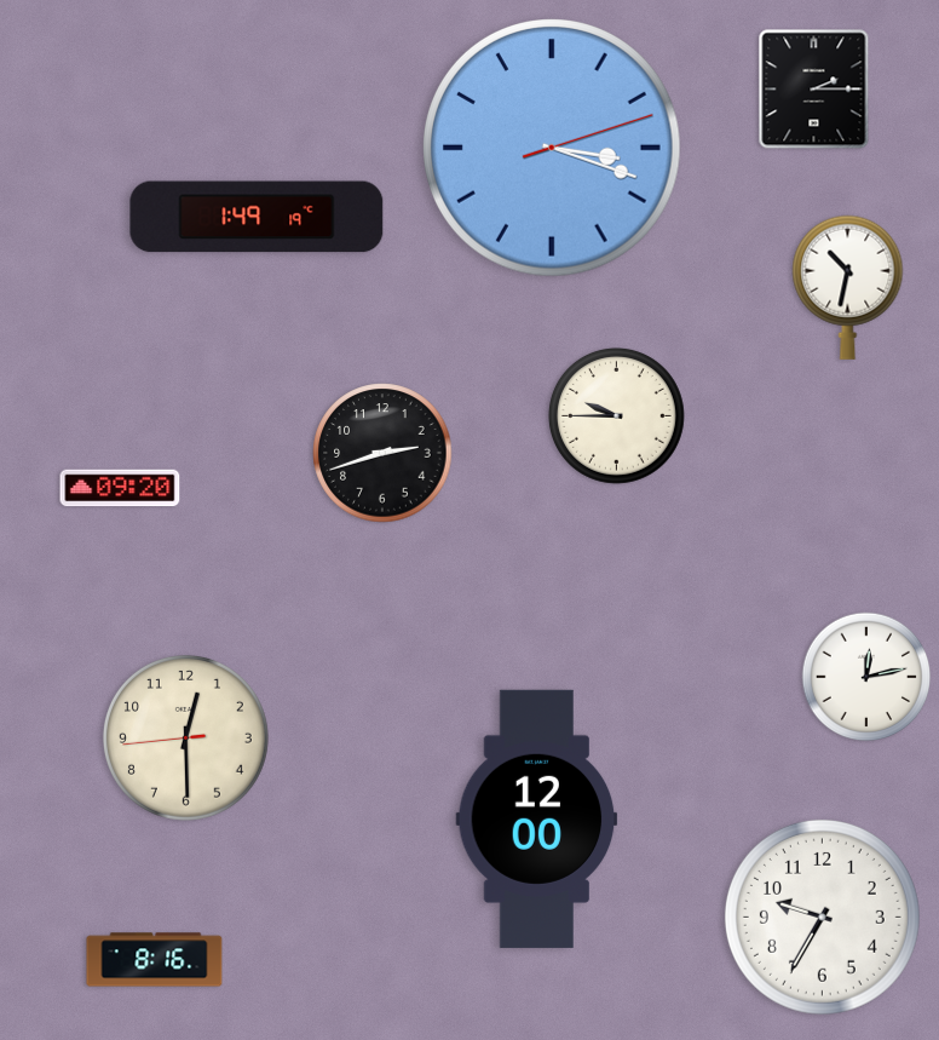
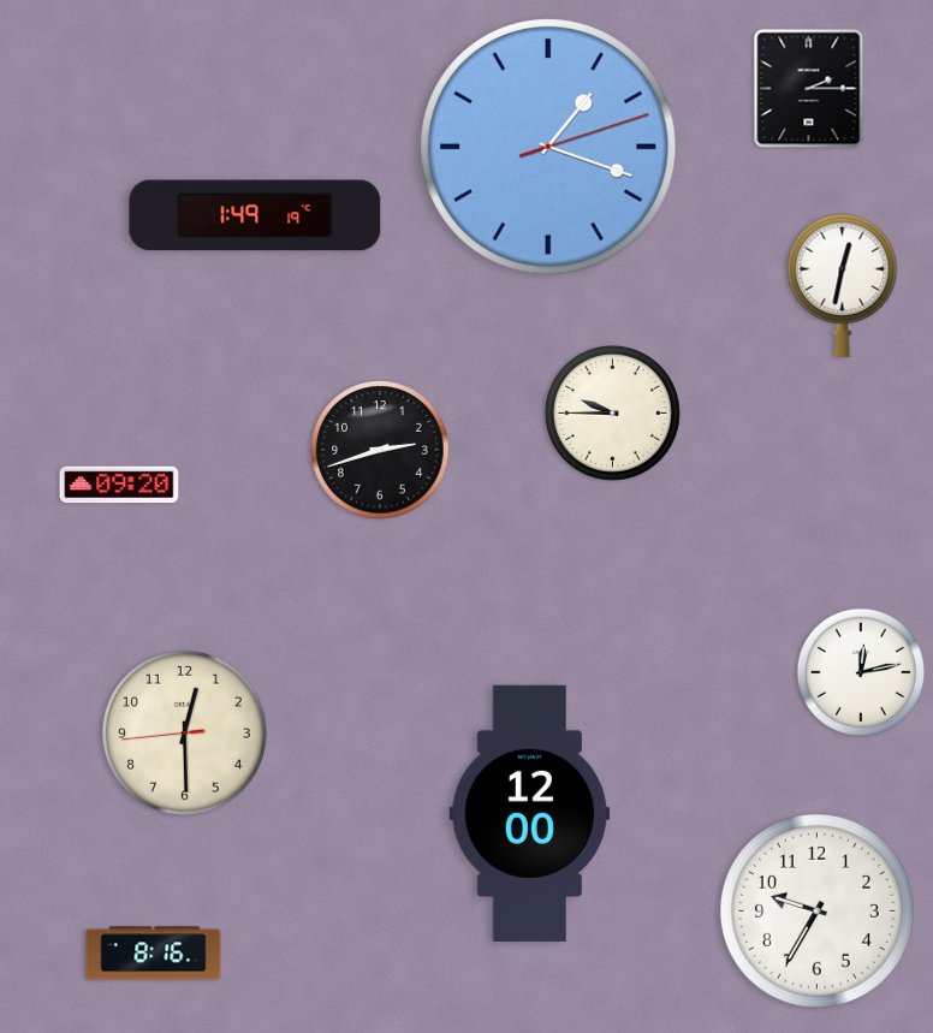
clock at (553, 149): 3:18 -> 1:18
clock at (848, 287): 10:32 -> 12:32
clock at (537, 818) position: (537, 818) -> (530, 813)
